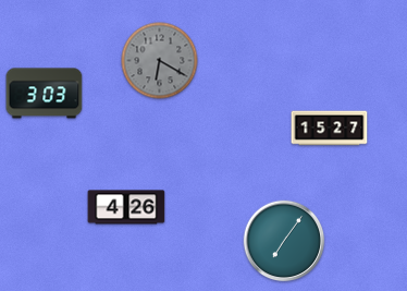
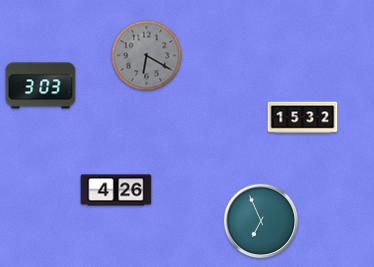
clock at (330, 129): 15:27 -> 15:32
clock at (284, 241): 7:06 -> 6:56
